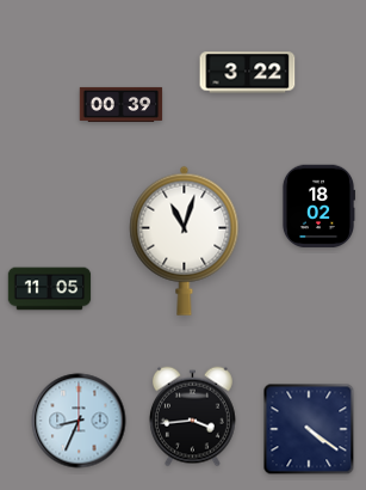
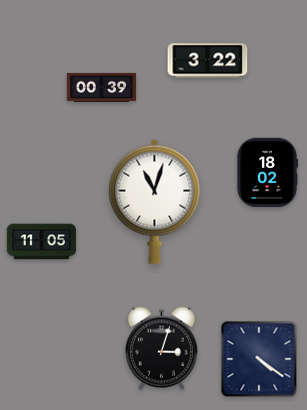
clock at (192, 417): 3:44 -> 3:03
clock at (79, 421): 8:34 -> none
